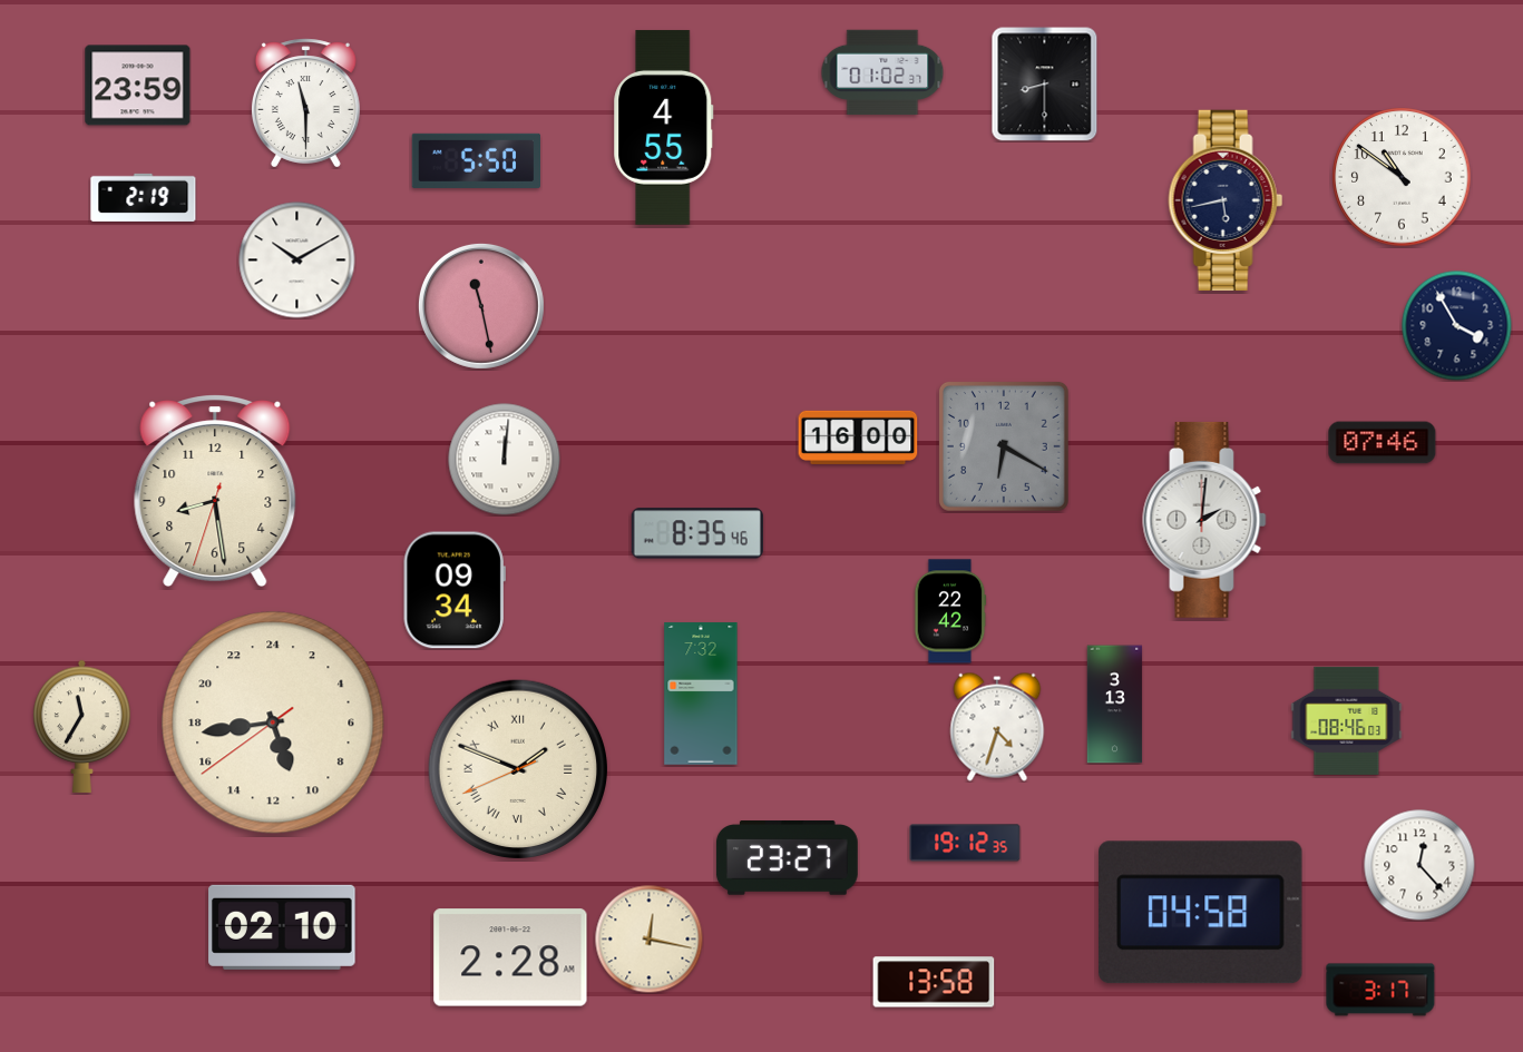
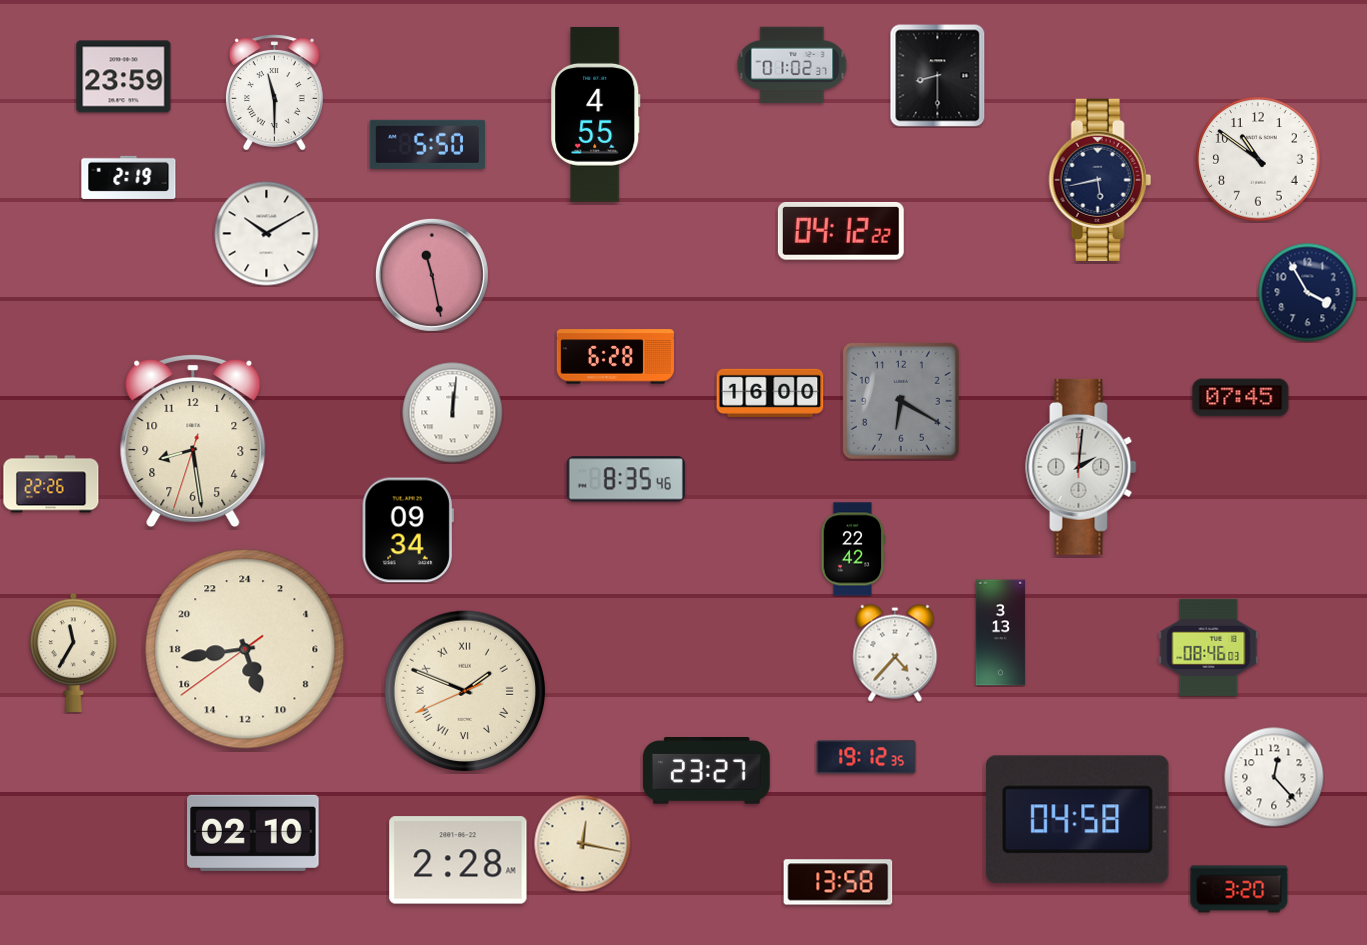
clock at (841, 231): none -> 04:12
clock at (615, 357): none -> 6:28
clock at (1383, 443): 07:46 -> 07:45
clock at (51, 484): none -> 22:26
clock at (701, 694): 7:32 -> none
clock at (997, 727): 4:33 -> 4:37
clock at (1380, 990): 3:17 -> 3:20
